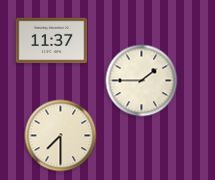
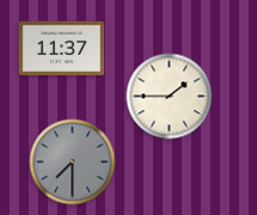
clock at (61, 136) dial: cream -> grey
